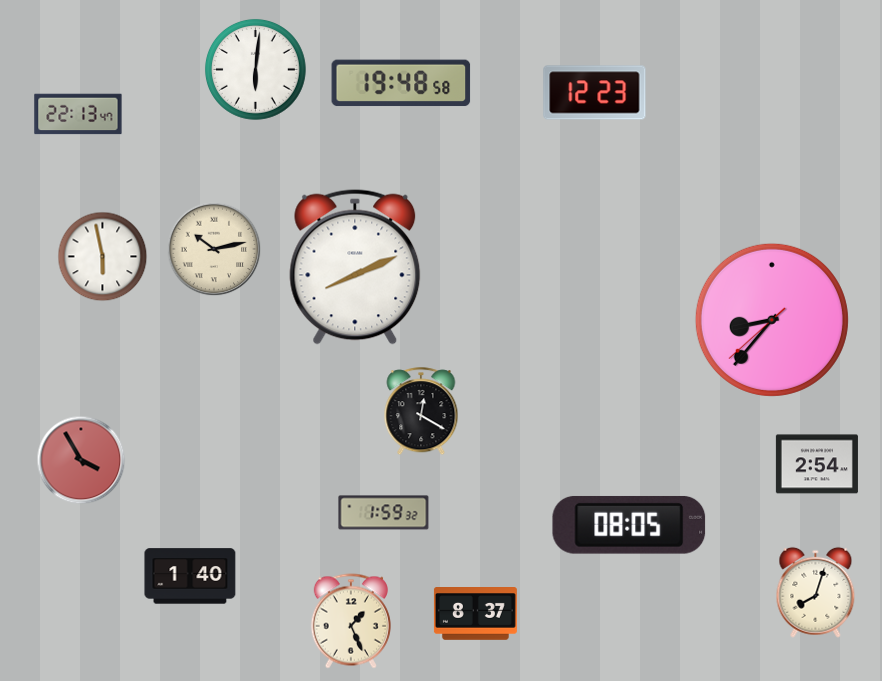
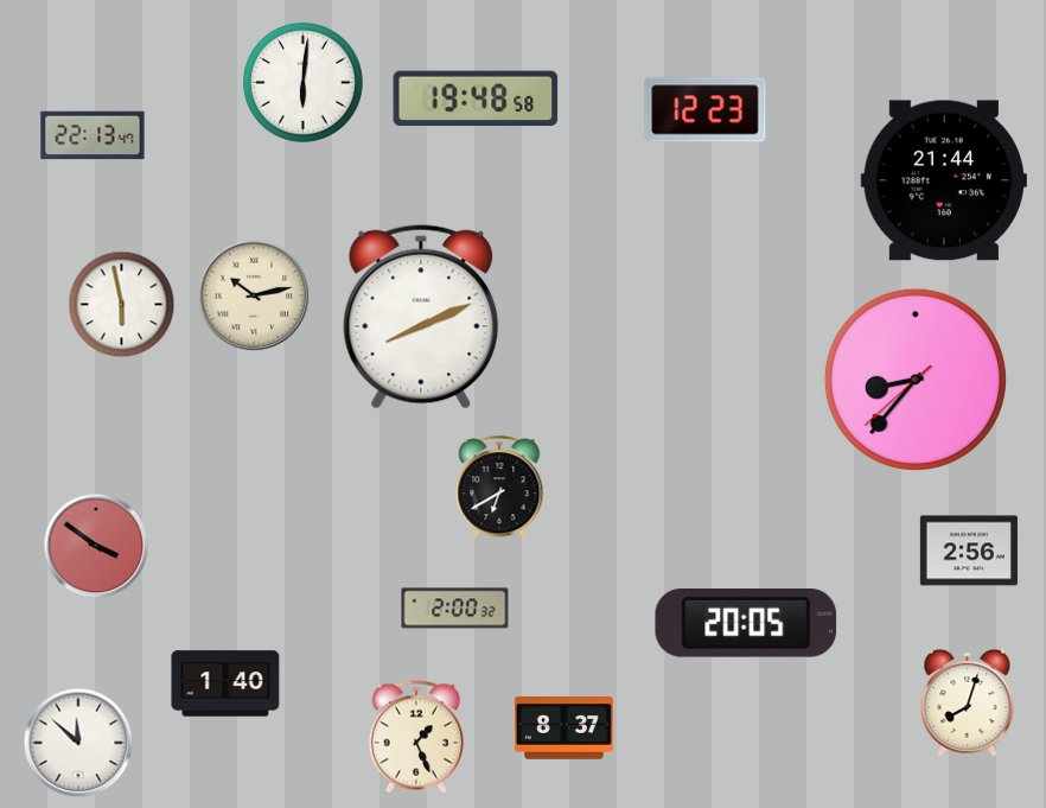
clock at (944, 180): none -> 21:44
clock at (421, 412): 12:20 -> 6:40
clock at (81, 460): 3:55 -> 3:51
clock at (817, 464): 2:54 -> 2:56
clock at (384, 513): 1:59 -> 2:00
clock at (629, 525): 08:05 -> 20:05
clock at (78, 743): none -> 11:52
